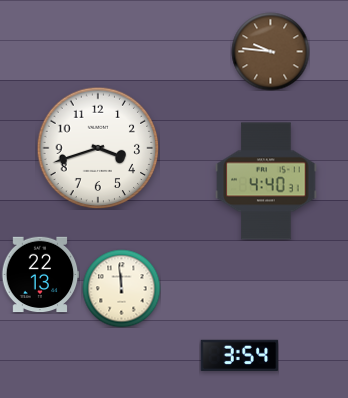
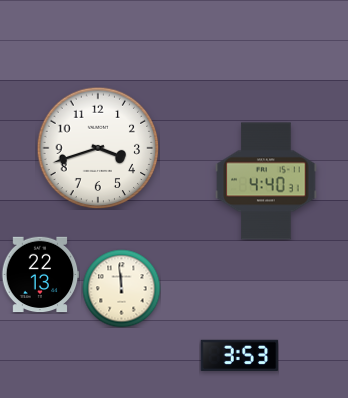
clock at (270, 51): 9:46 -> none
clock at (239, 355): 3:54 -> 3:53
